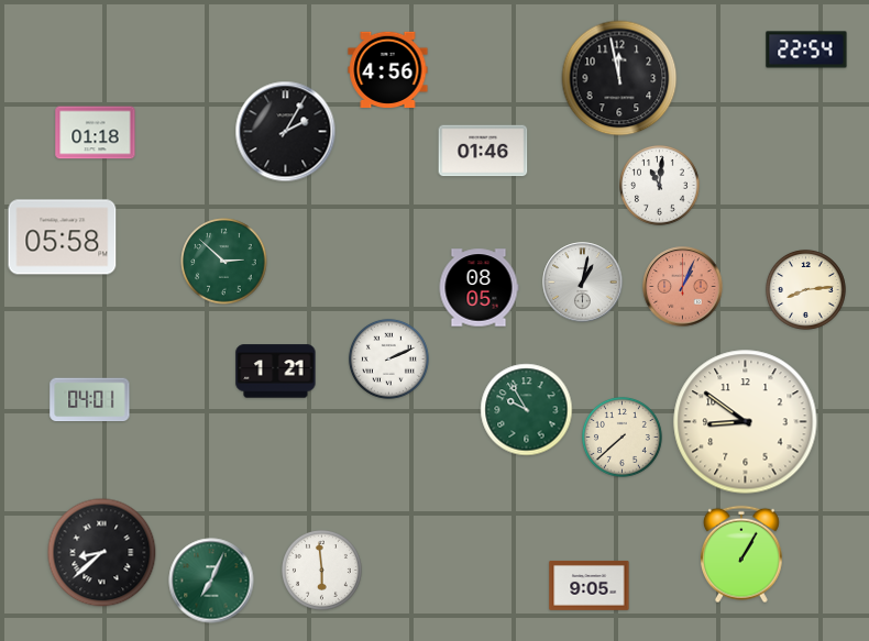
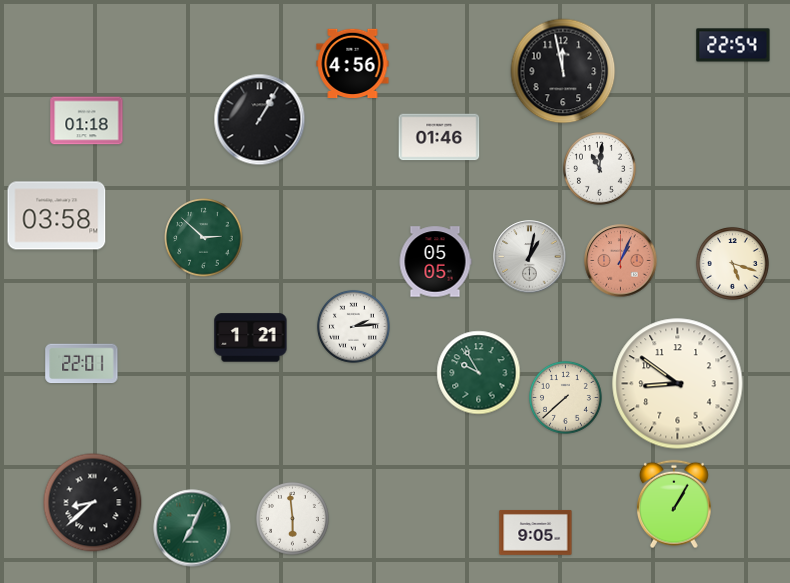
clock at (286, 132): 2:05 -> 1:05
clock at (63, 237): 05:58 -> 03:58
clock at (479, 288): 08:05 -> 05:05
clock at (805, 289): 8:14 -> 5:18
clock at (388, 358): 2:11 -> 2:14
clock at (90, 400): 04:01 -> 22:01
